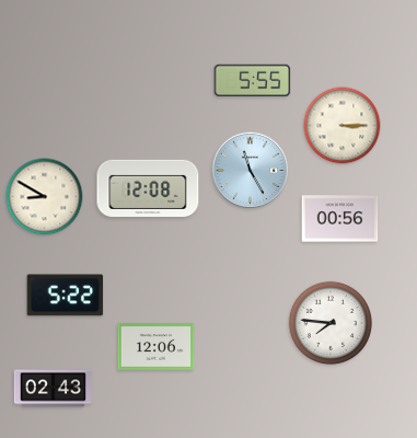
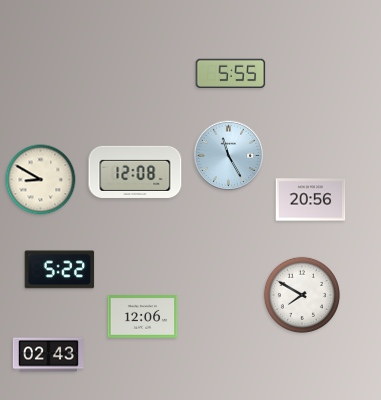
clock at (343, 126): 3:15 -> none
clock at (340, 219): 00:56 -> 20:56
clock at (329, 322): 7:46 -> 7:50
